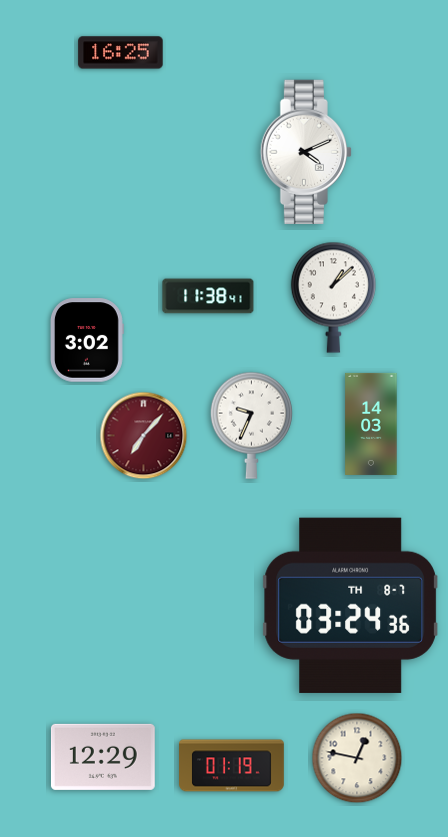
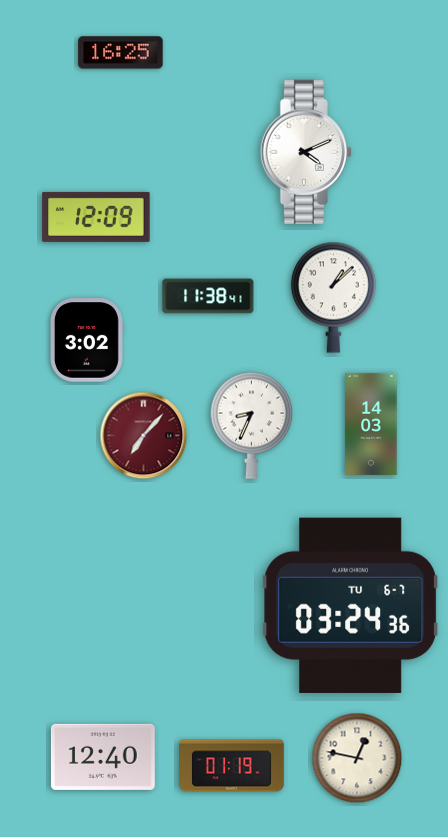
clock at (96, 217): none -> 12:09
clock at (251, 425): 9:34 -> 8:34
clock at (350, 605) date: TH 8-7 -> TU 6-7
clock at (103, 757): 12:29 -> 12:40
